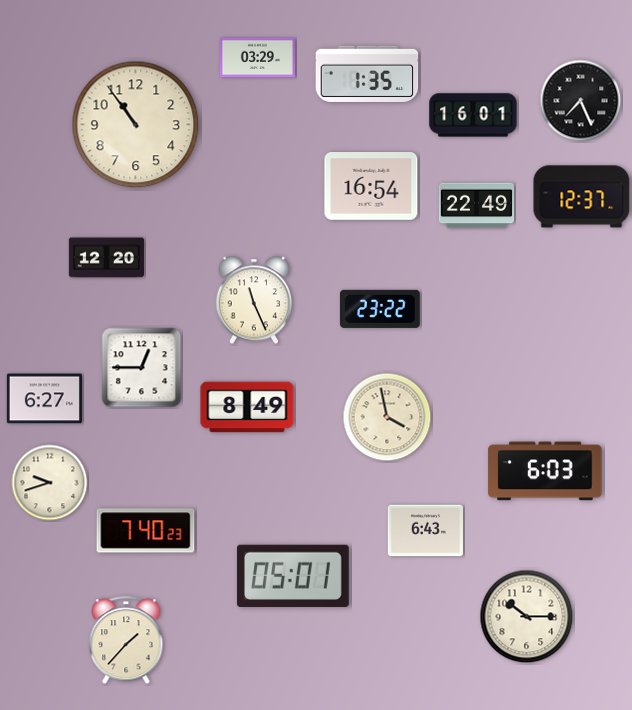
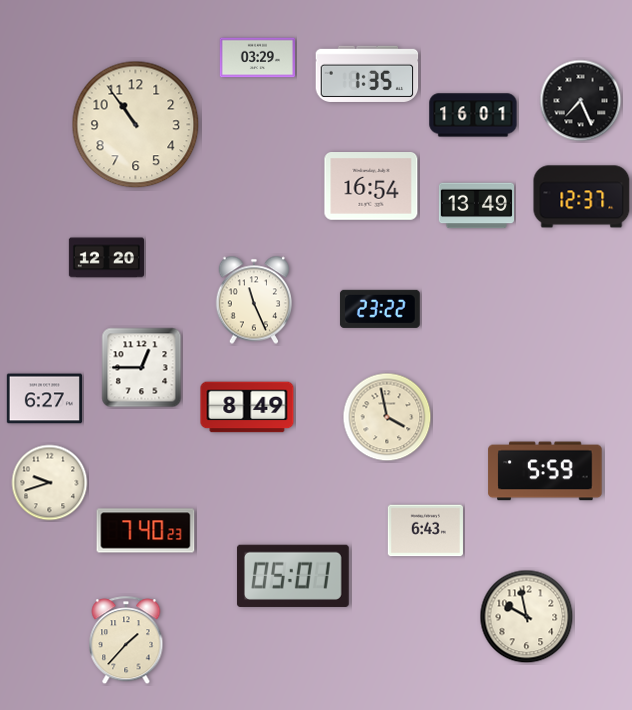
clock at (476, 206): 22:49 -> 13:49
clock at (545, 471): 6:03 -> 5:59
clock at (527, 617): 10:15 -> 9:58
